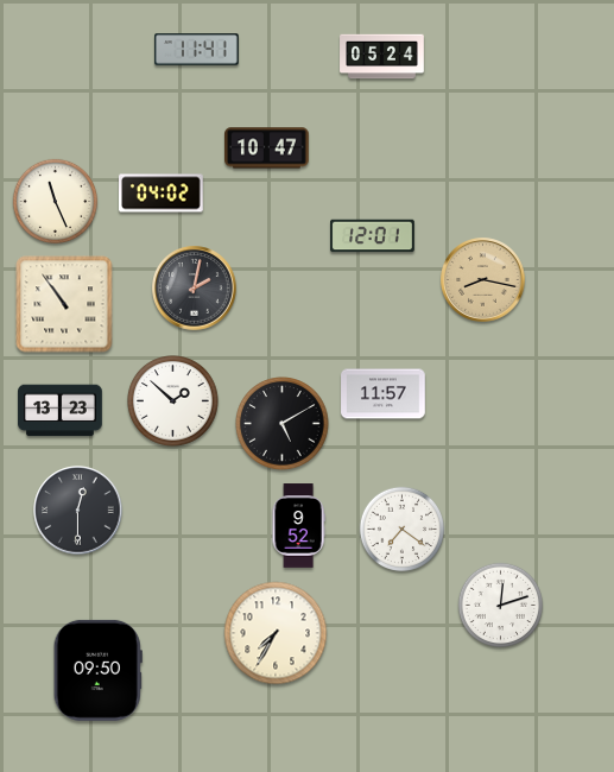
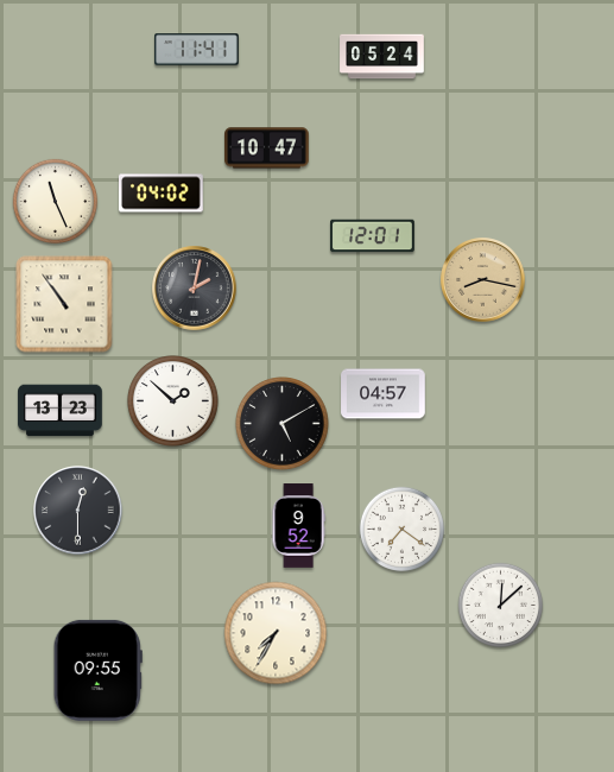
clock at (384, 394): 11:57 -> 04:57
clock at (501, 606): 12:12 -> 12:08
clock at (97, 670): 09:50 -> 09:55
